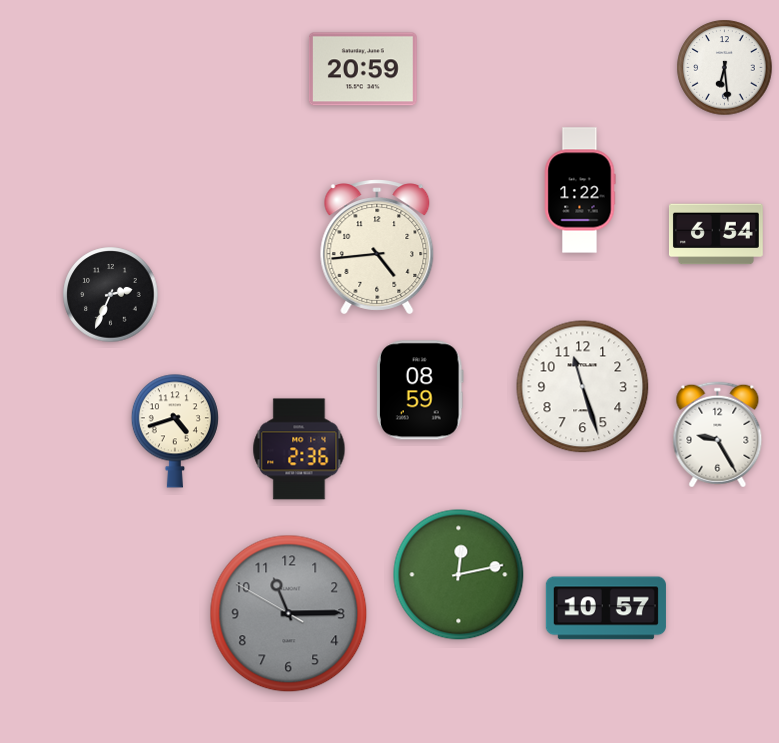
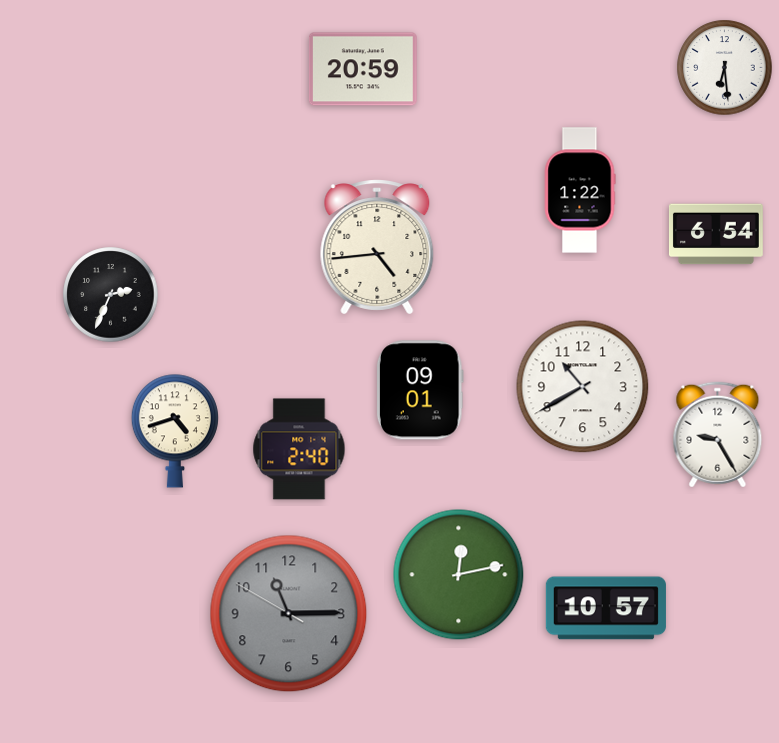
clock at (583, 387): 11:27 -> 10:40
clock at (420, 390): 08:59 -> 09:01
clock at (299, 449): 2:36 -> 2:40
